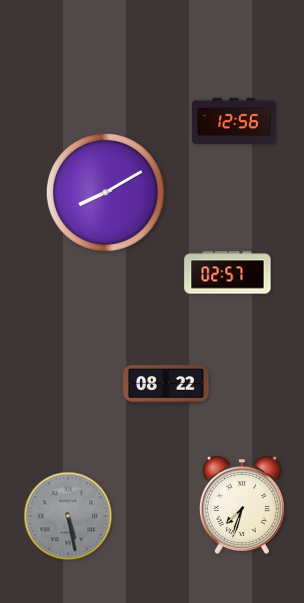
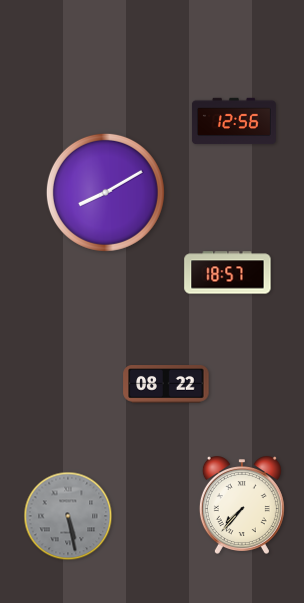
clock at (228, 273): 02:57 -> 18:57
clock at (242, 505): 7:33 -> 7:37
